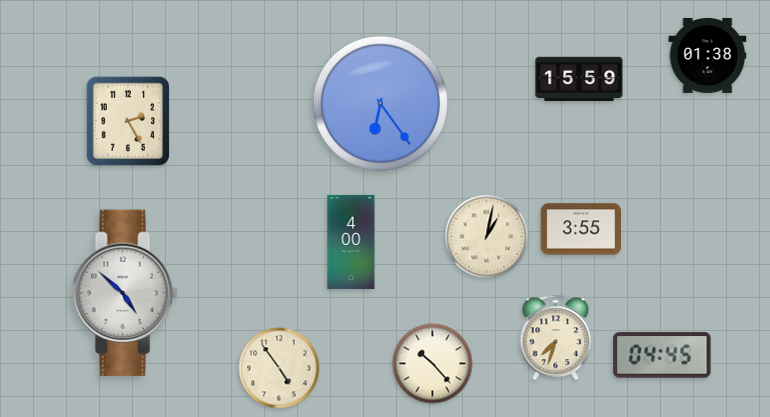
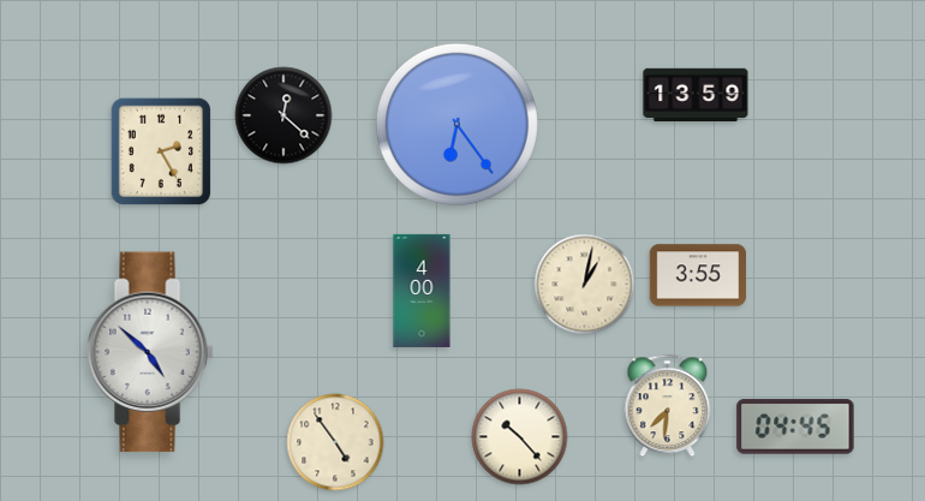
clock at (708, 55): 01:38 -> none
clock at (579, 79): 15:59 -> 13:59
clock at (284, 115): none -> 12:22
clock at (128, 121) position: (128, 121) -> (161, 151)
clock at (556, 338): 7:33 -> 7:31
